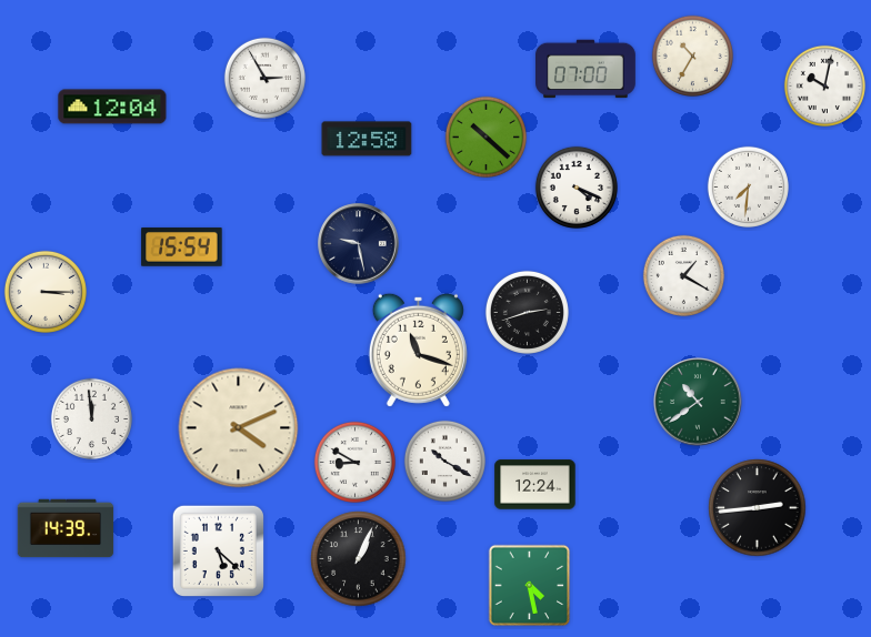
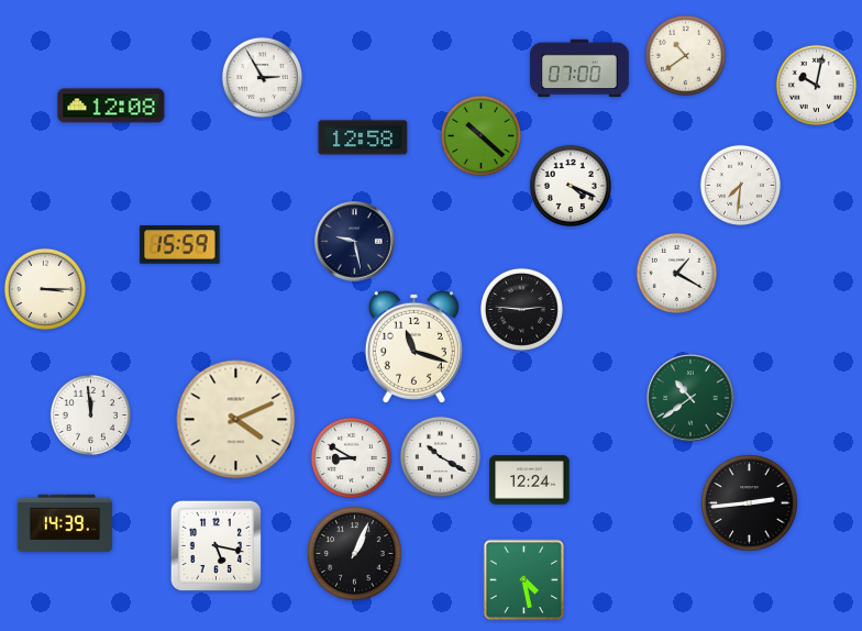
clock at (692, 55): 10:35 -> 10:39
clock at (112, 107): 12:04 -> 12:08
clock at (182, 247): 15:54 -> 15:59
clock at (527, 312): 2:42 -> 2:46
clock at (239, 428) position: (239, 428) -> (236, 420)
clock at (218, 550): 5:22 -> 5:17
